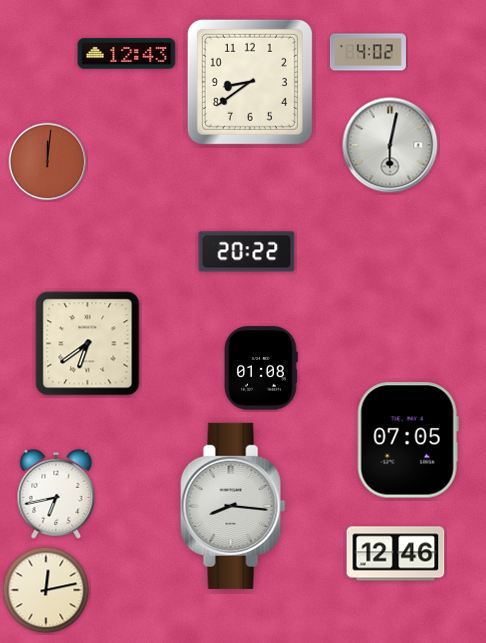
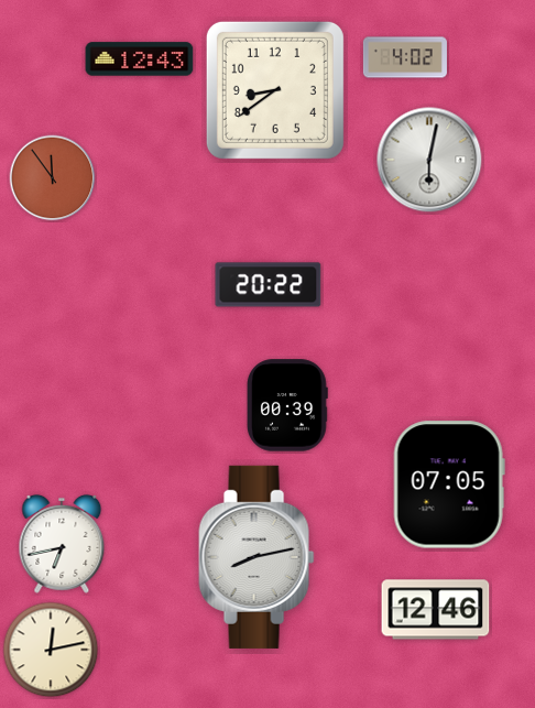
clock at (48, 162): 12:01 -> 11:54
clock at (247, 252) position: (247, 252) -> (269, 285)
clock at (88, 344): 6:39 -> none
clock at (262, 368): 01:08 -> 00:39
clock at (233, 506): 8:16 -> 8:13
